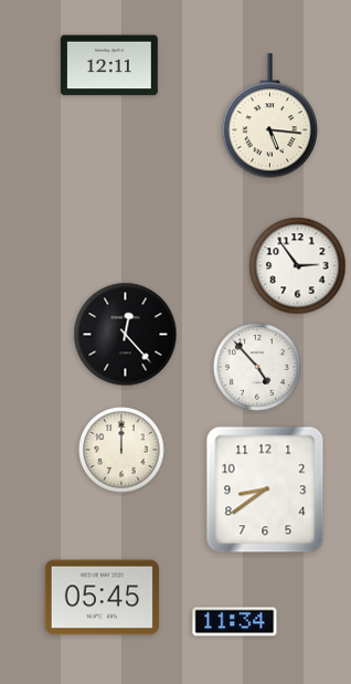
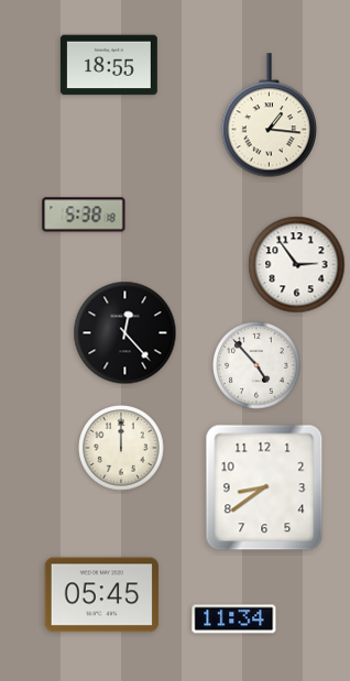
clock at (109, 65): 12:11 -> 18:55
clock at (269, 116): 5:16 -> 1:16
clock at (84, 215): none -> 5:38
